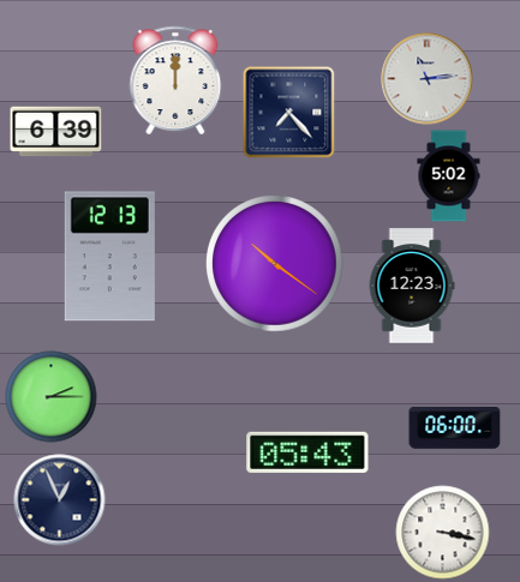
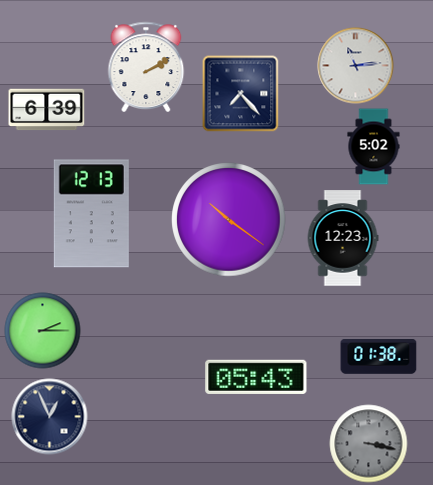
clock at (175, 80): 12:00 -> 2:10
clock at (455, 428): 06:00 -> 01:38
clock at (443, 533) dial: white -> grey
